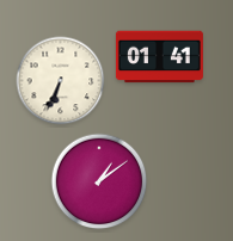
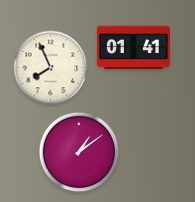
clock at (61, 81): 6:34 -> 7:56
clock at (99, 181) position: (99, 181) -> (79, 152)
